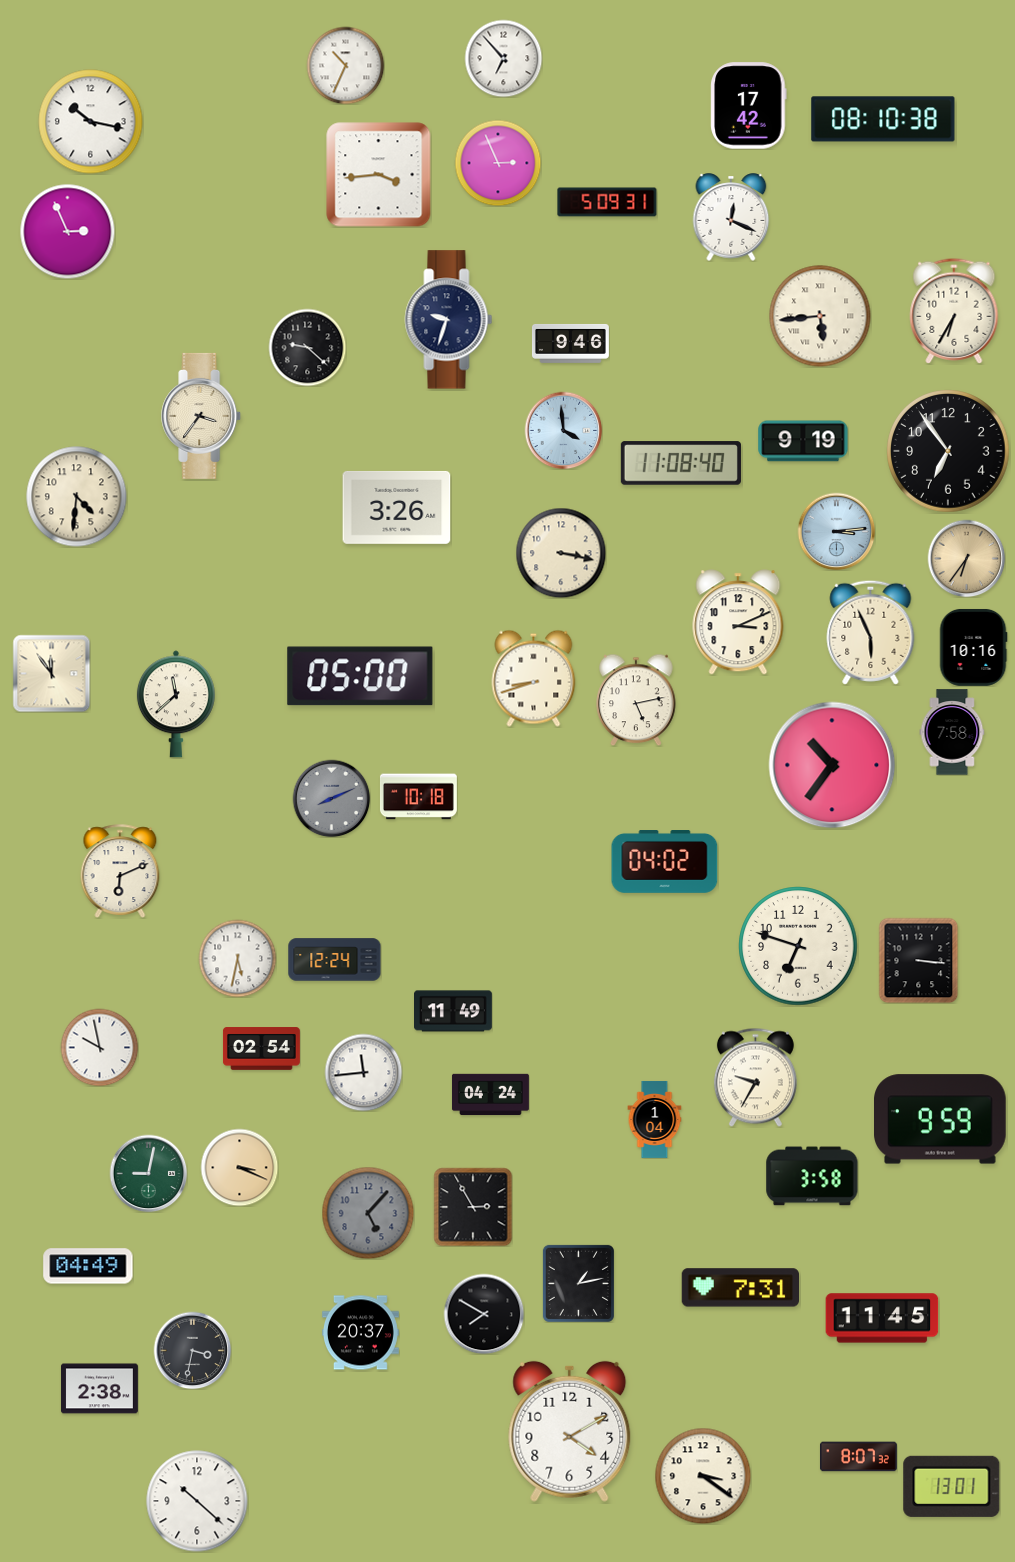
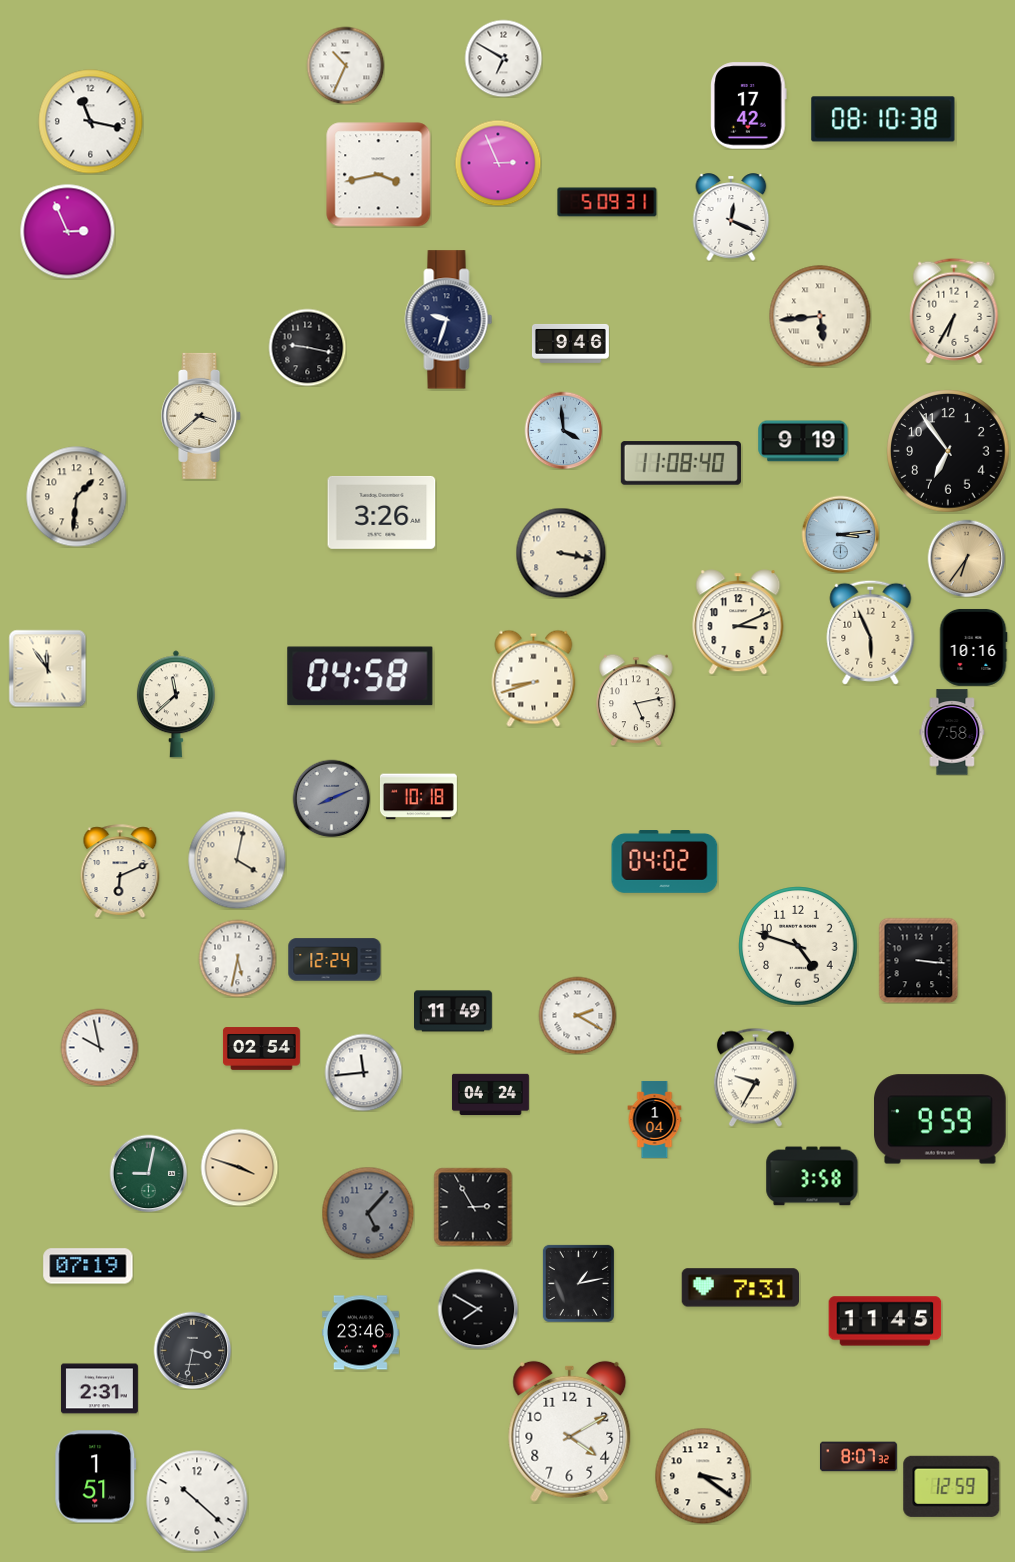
clock at (503, 58): 6:53 -> 6:50
clock at (91, 122): 10:17 -> 11:17
clock at (379, 175): 3:44 -> 3:43
clock at (307, 347): 9:22 -> 9:17
clock at (202, 416): 3:36 -> 3:38
clock at (77, 497): 4:31 -> 1:31
clock at (397, 507) position: (397, 507) -> (382, 512)
clock at (836, 531) position: (836, 531) -> (840, 534)
clock at (51, 673) position: (51, 673) -> (47, 668)
clock at (360, 676): 05:00 -> 04:58
clock at (832, 765): 10:36 -> none
clock at (237, 860): none -> 4:02
clock at (798, 946): 6:48 -> 4:48
clock at (577, 1015): none -> 2:20
clock at (239, 1167): 3:19 -> 3:48
clock at (88, 1266): 04:49 -> 07:19
clock at (484, 1314) position: (484, 1314) -> (478, 1309)
clock at (882, 1318) position: (882, 1318) -> (885, 1321)
clock at (360, 1333): 20:37 -> 23:46
clock at (99, 1389): 2:38 -> 2:31
clock at (96, 1477): none -> 1:51
clock at (952, 1486): 13:01 -> 12:59
